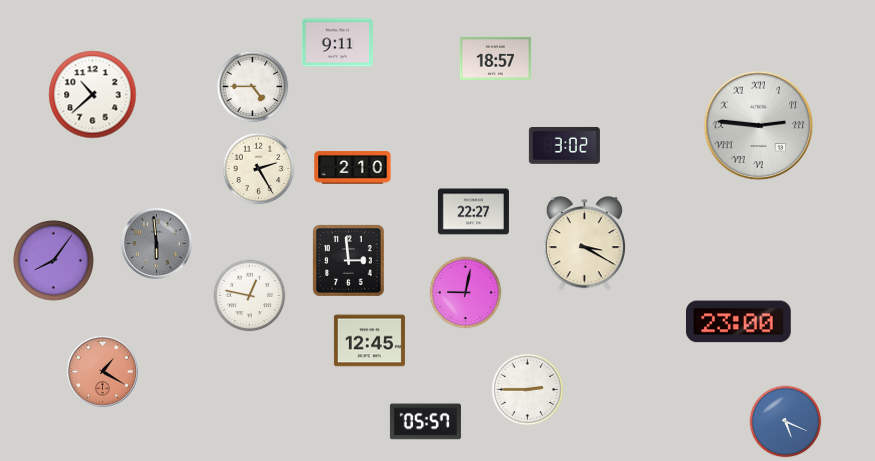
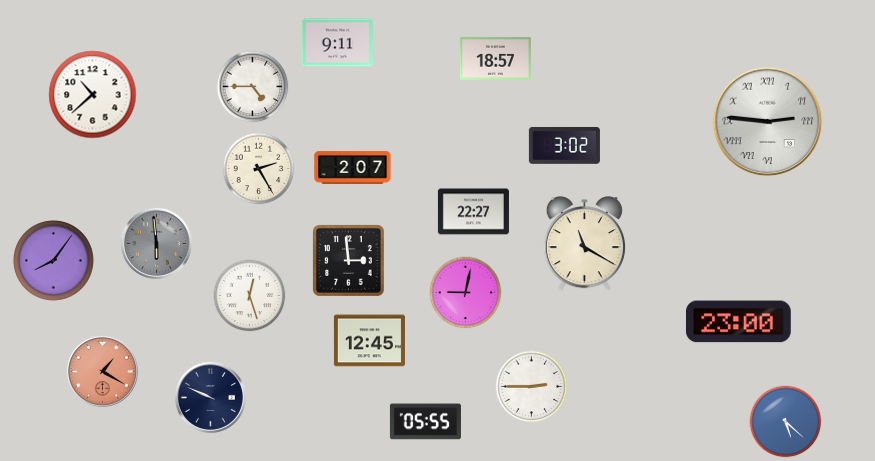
clock at (759, 126) position: (759, 126) -> (768, 122)
clock at (353, 168): 2:10 -> 2:07
clock at (584, 244): 3:20 -> 11:20
clock at (250, 296): 12:47 -> 12:27
clock at (528, 390) position: (528, 390) -> (532, 387)
clock at (210, 397): none -> 9:49
clock at (425, 422): 05:57 -> 05:55
clock at (786, 422): 5:19 -> 5:22
